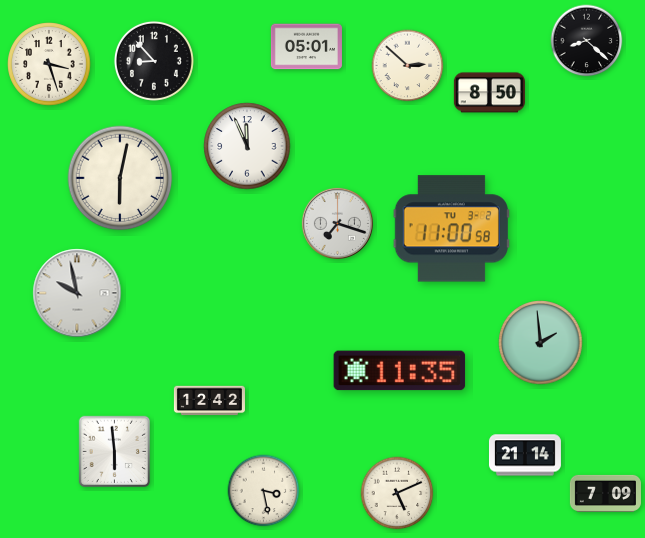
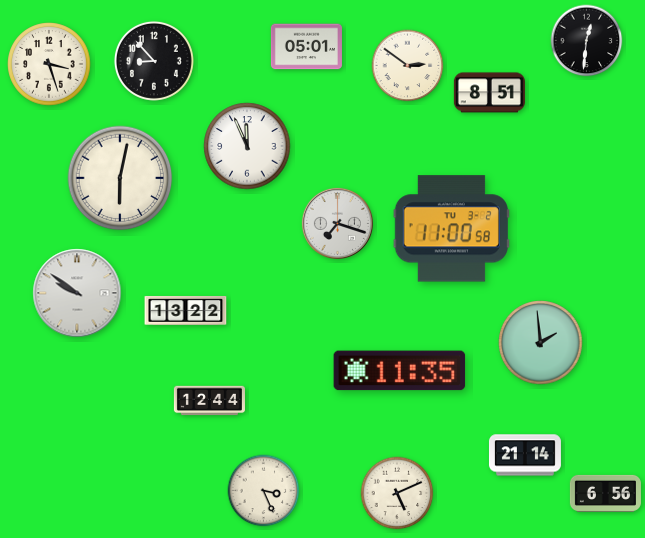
clock at (587, 41): 8:22 -> 12:31
clock at (408, 66): 2:52 -> 2:51
clock at (489, 93): 8:50 -> 8:51
clock at (77, 293): 9:58 -> 9:51
clock at (186, 311): none -> 13:22
clock at (209, 401): 12:42 -> 12:44
clock at (114, 451): 5:59 -> none
clock at (264, 491): 3:28 -> 3:26
clock at (605, 493): 7:09 -> 6:56
